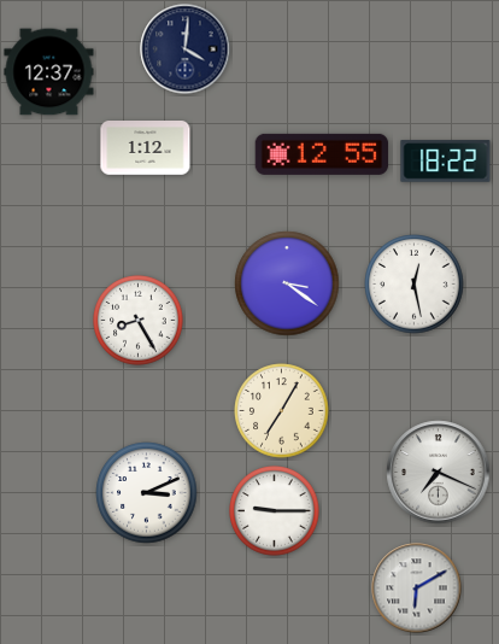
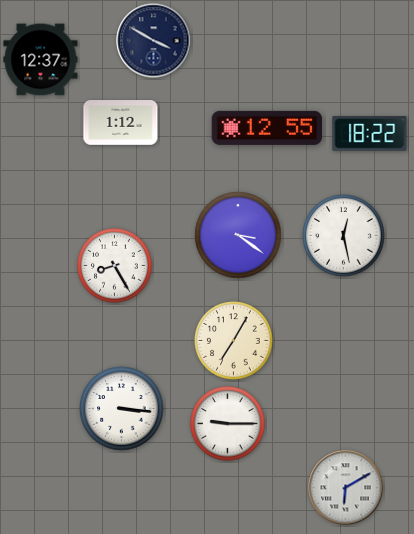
clock at (186, 49): 4:01 -> 3:50
clock at (439, 473): 7:19 -> none
clock at (147, 493): 3:11 -> 3:16
